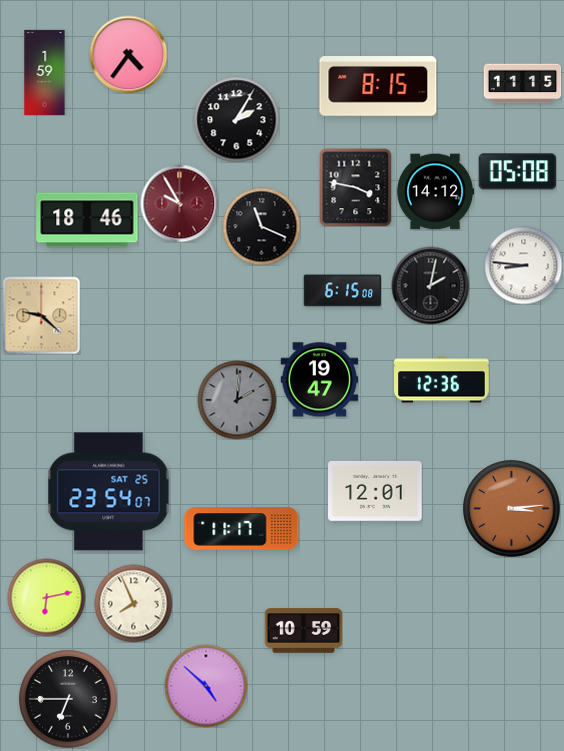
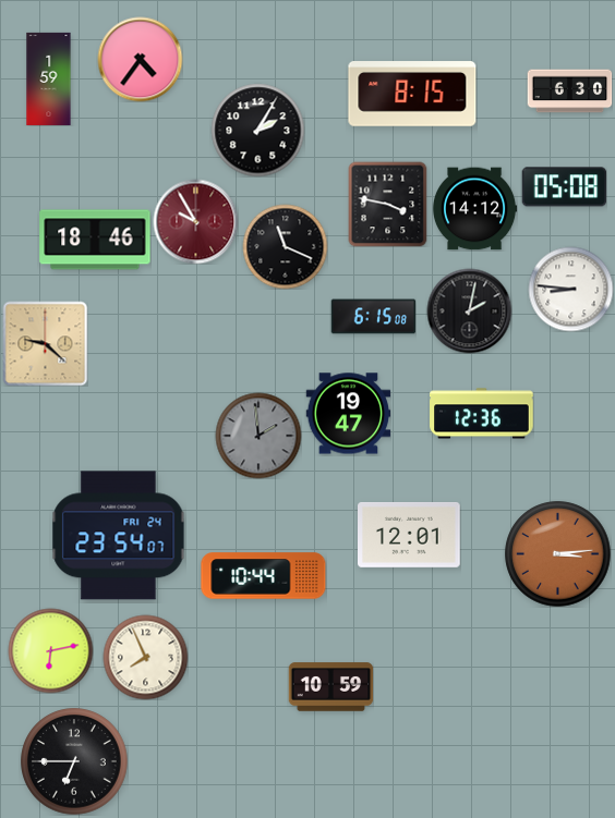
clock at (522, 84): 11:15 -> 6:30
clock at (237, 400): 2:01 -> 1:59
clock at (109, 492) date: SAT 25 -> FRI 24
clock at (242, 529): 11:17 -> 10:44
clock at (206, 686): 4:52 -> none
